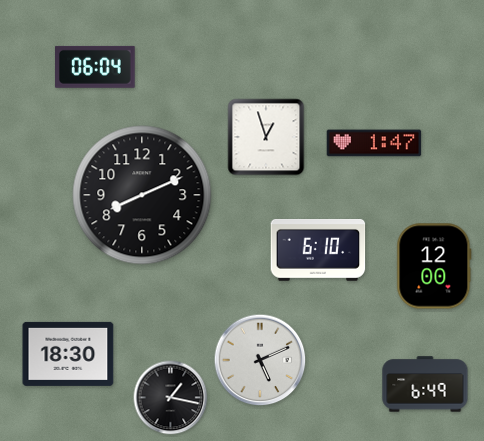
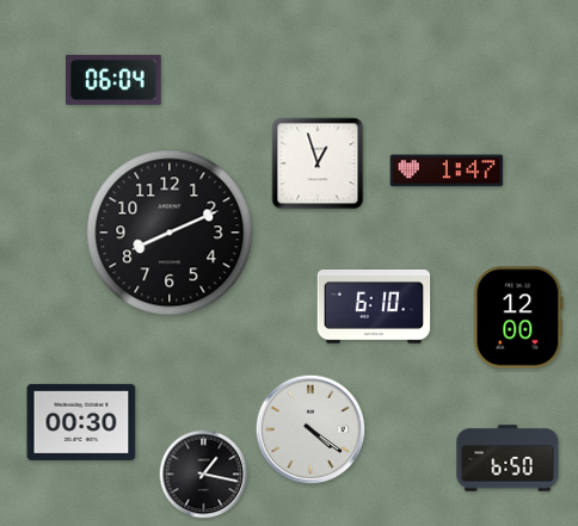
clock at (318, 251) position: (318, 251) -> (374, 308)
clock at (68, 354): 18:30 -> 00:30
clock at (260, 360): 5:11 -> 4:21
clock at (425, 384): 6:49 -> 6:50
